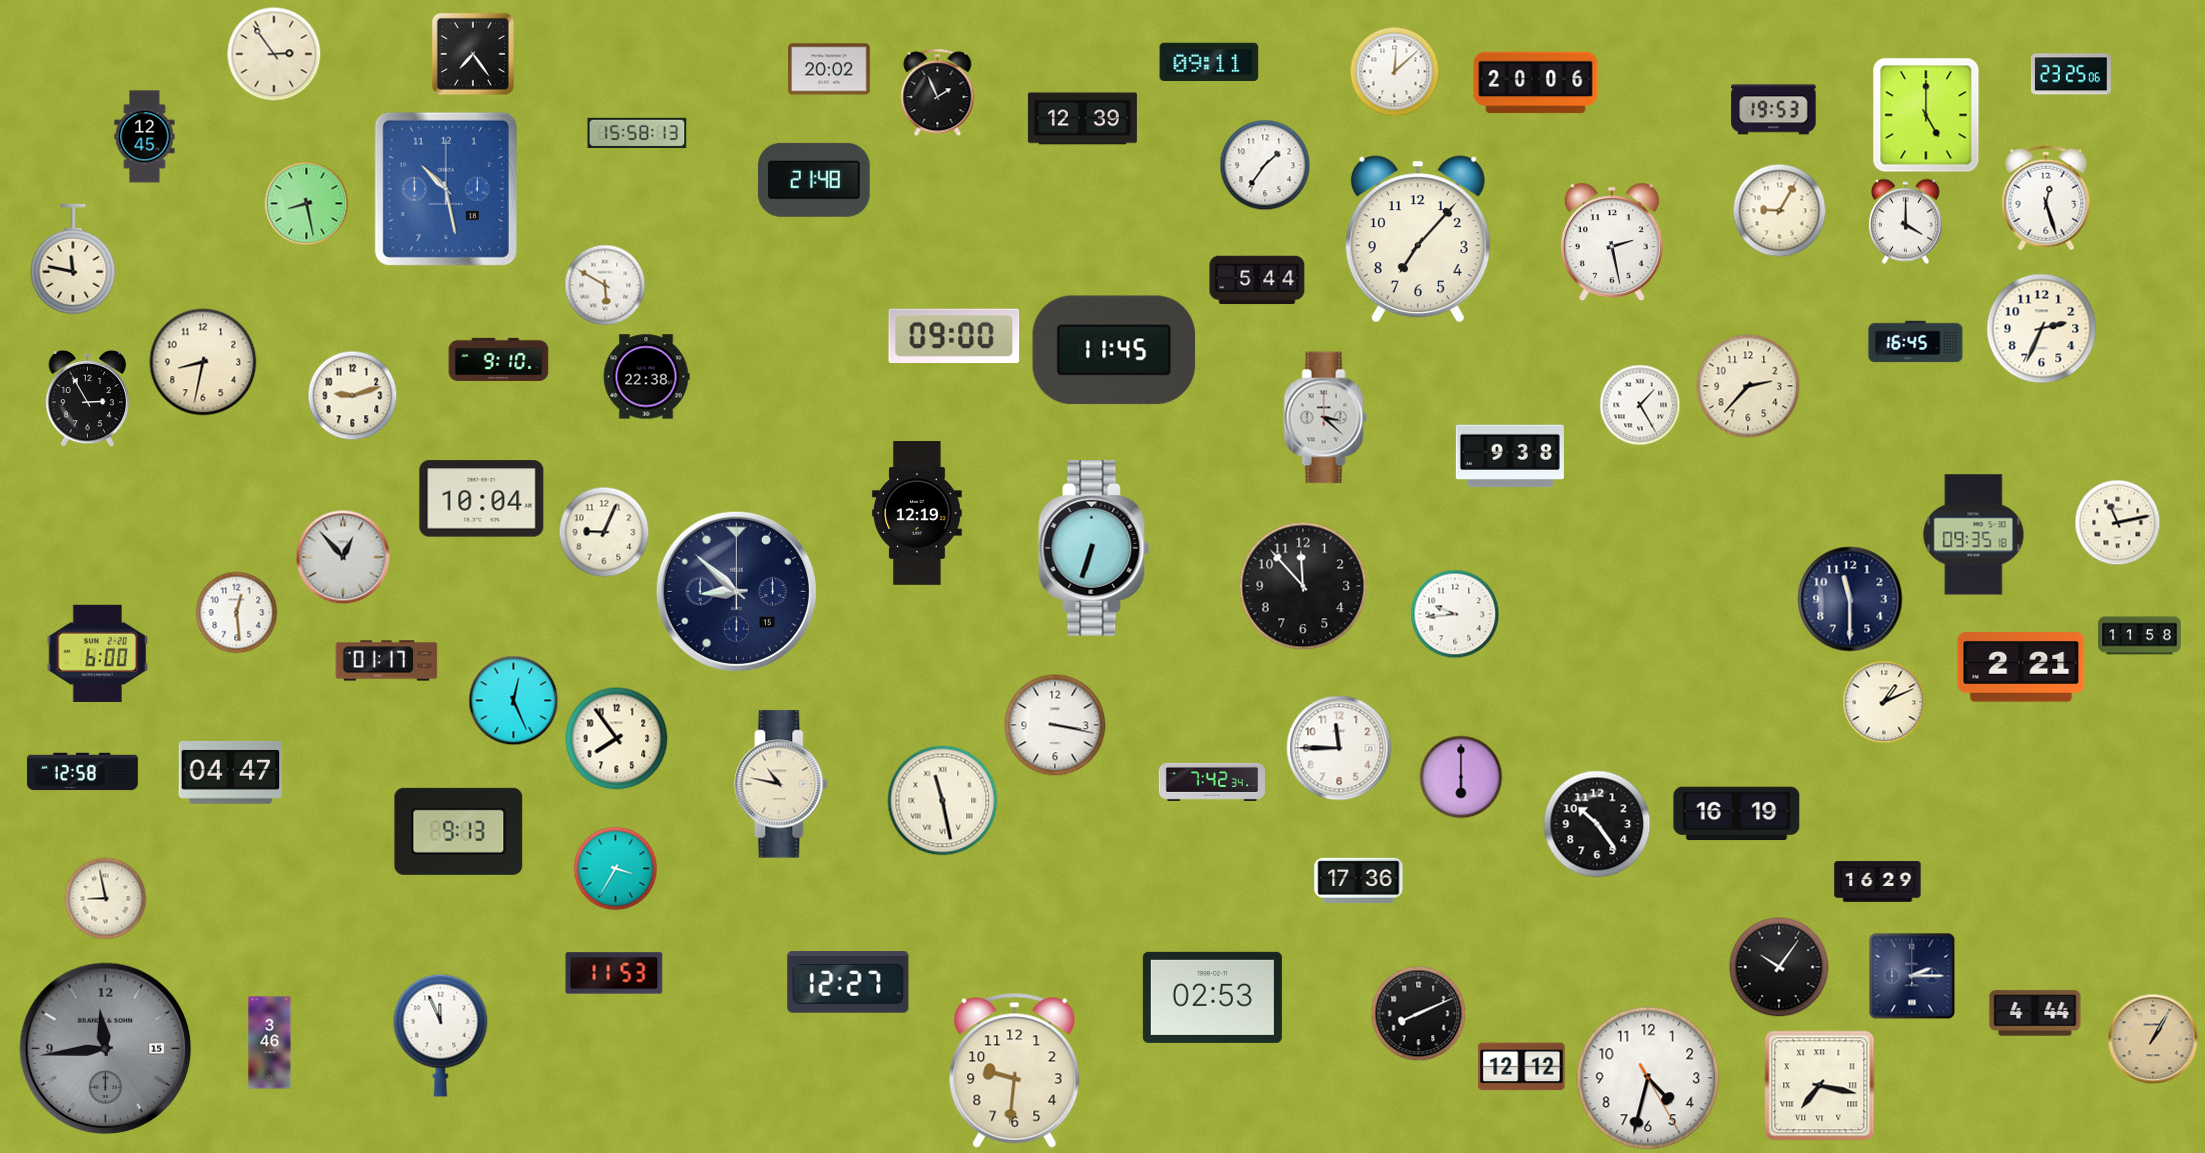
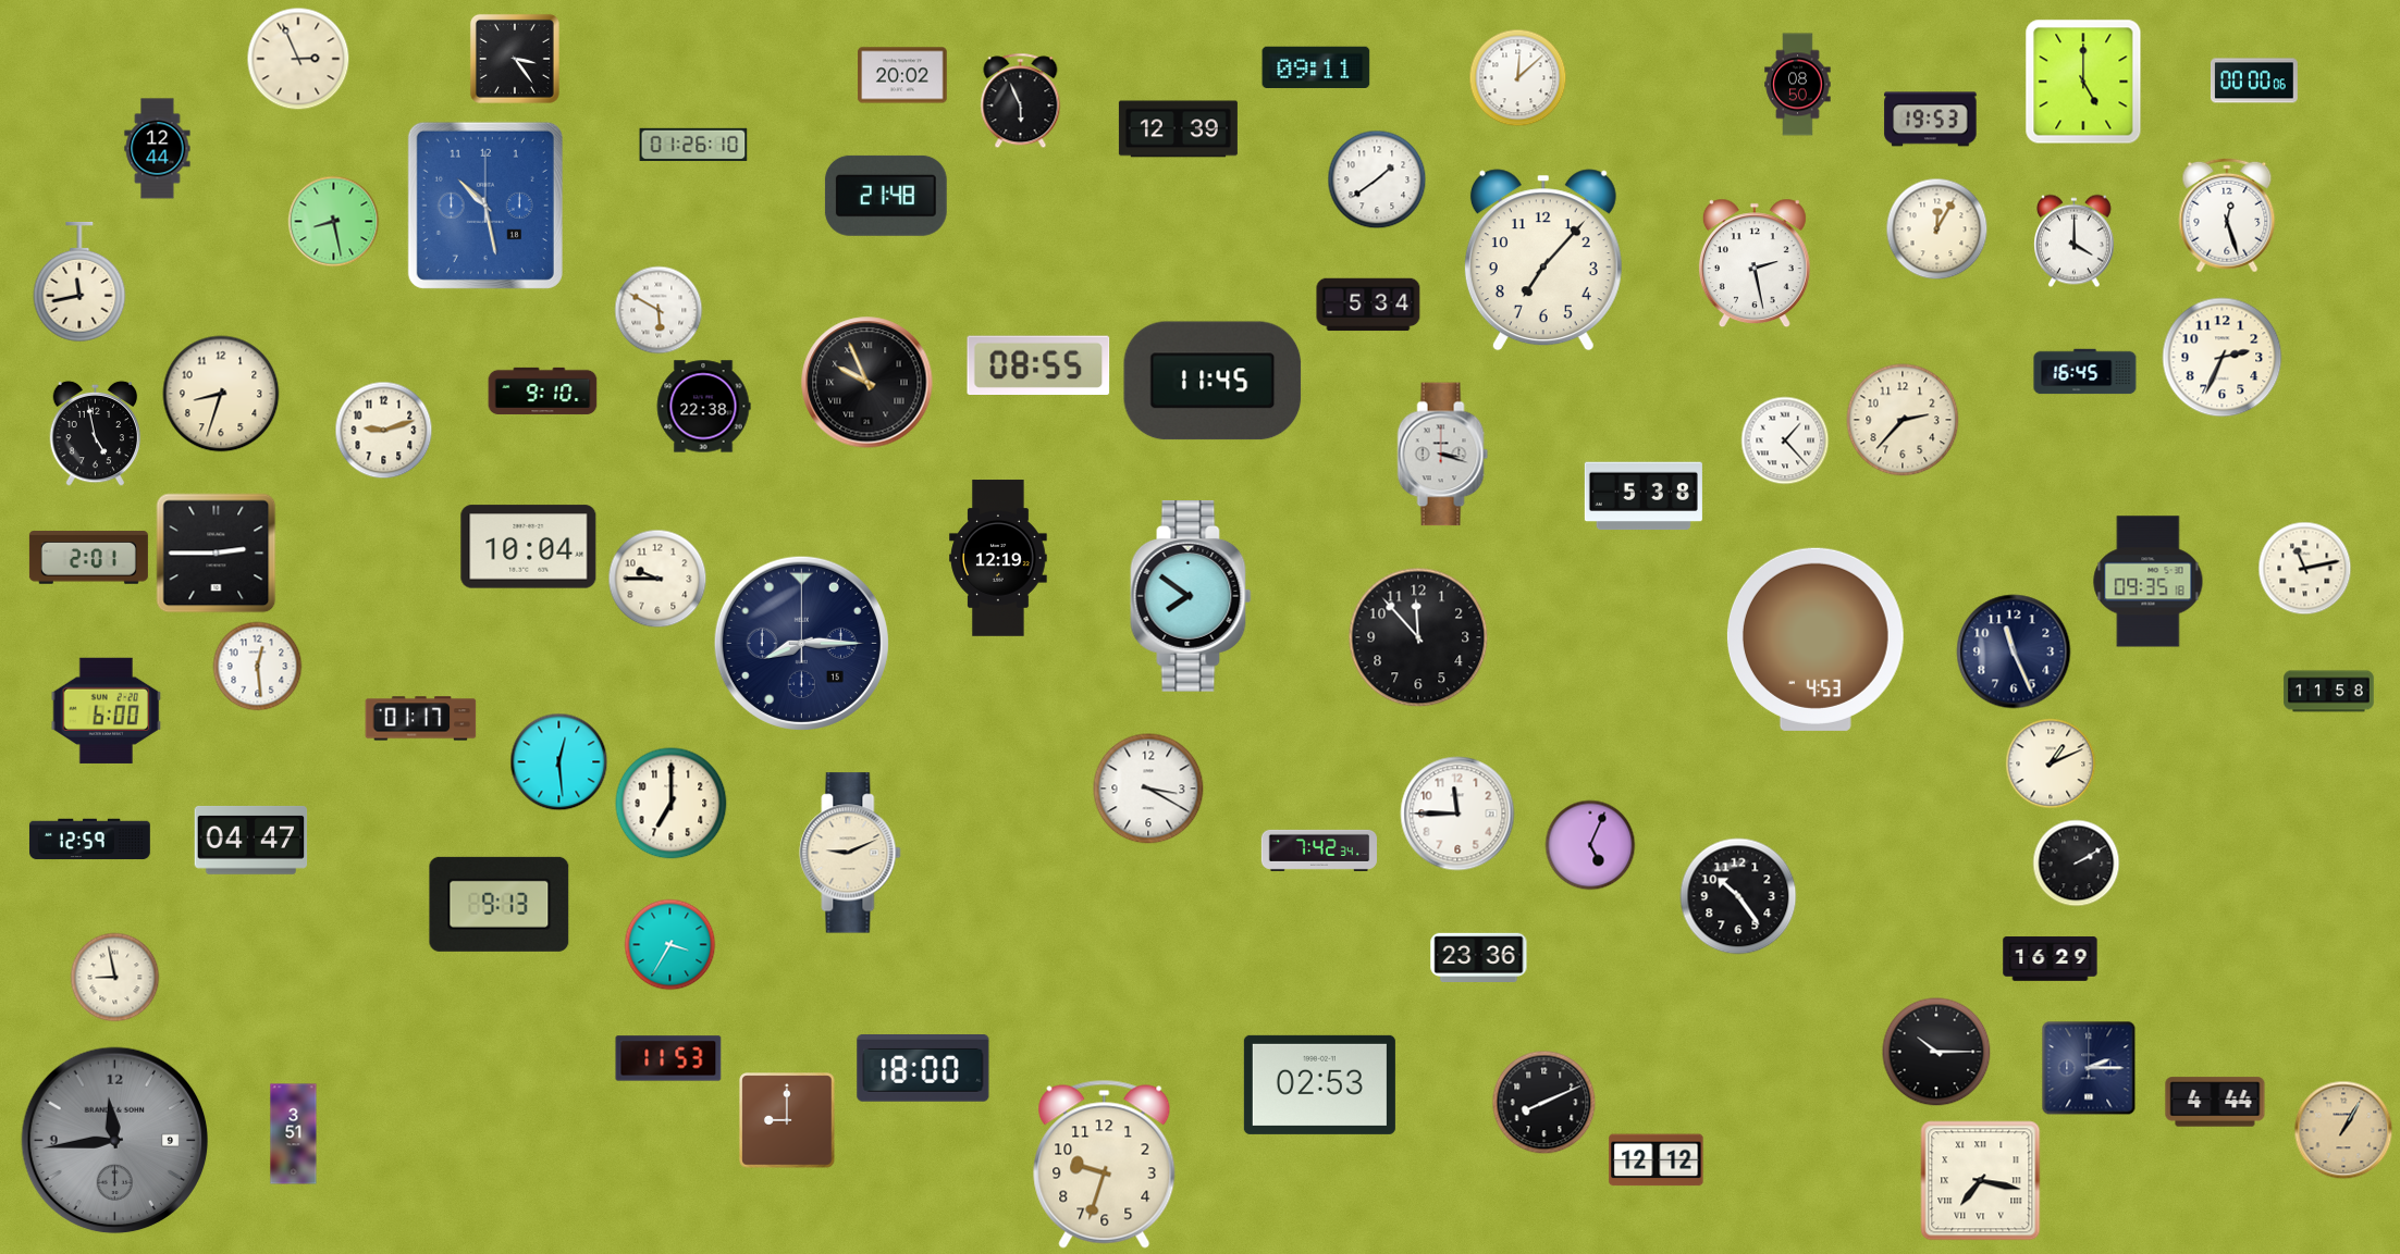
clock at (274, 54): 2:54 -> 2:56
clock at (473, 54): 7:24 -> 3:24
clock at (2071, 74): 23:25 -> 00:00
clock at (1798, 85): none -> 08:50
clock at (1536, 83): 20:06 -> none
clock at (938, 93): 1:56 -> 5:56
clock at (1926, 115) position: (1926, 115) -> (2083, 82)
clock at (637, 132): 15:58 -> 01:26
clock at (145, 137): 12:45 -> 12:44
clock at (1265, 165): 1:36 -> 1:39
clock at (1780, 211): 9:05 -> 12:05
clock at (73, 259): 11:47 -> 11:43
clock at (1257, 280): 5:44 -> 5:34
clock at (954, 335): 09:00 -> 08:55
clock at (867, 383): none -> 9:56
clock at (203, 362): 8:32 -> 8:33
clock at (646, 377) position: (646, 377) -> (703, 407)
clock at (88, 399): 2:55 -> 4:58
clock at (1640, 405): 1:25 -> 1:23
clock at (1326, 418): 3:22 -> 3:18
clock at (1510, 456): 9:38 -> 5:38
clock at (482, 499) position: (482, 499) -> (529, 547)
clock at (217, 554): none -> 2:45
clock at (88, 558): none -> 2:01
clock at (604, 532): 9:04 -> 9:45
clock at (1094, 549): 6:33 -> 7:51
clock at (343, 557): 12:53 -> none
clock at (1816, 640): none -> 4:53
clock at (736, 591): 8:52 -> 8:15
clock at (1850, 599): 11:30 -> 11:26
clock at (1455, 614): 9:44 -> none
clock at (2021, 667): 2:21 -> none
clock at (514, 701): 12:26 -> 12:29
clock at (1055, 725): 3:17 -> 3:20
clock at (617, 739): 7:54 -> 7:00
clock at (82, 772): 12:58 -> 12:59
clock at (1461, 777): 6:00 -> 5:04
clock at (781, 784): 10:47 -> 9:11
clock at (2077, 864): none -> 2:10
clock at (943, 801): 11:28 -> none
clock at (1737, 814): 16:19 -> none
clock at (1359, 880): 17:36 -> 23:36
clock at (1878, 882) position: (1878, 882) -> (2051, 959)
clock at (1779, 967): 10:06 -> 10:15
clock at (1912, 976) position: (1912, 976) -> (2089, 1068)
clock at (848, 983): 12:27 -> 18:00
clock at (787, 1120): none -> 9:00
clock at (441, 1035): 11:56 -> none
clock at (270, 1043): 3:46 -> 3:51
clock at (106, 1049) date: 15 -> 9
clock at (1015, 1070): 9:31 -> 9:33
clock at (1648, 1078): 4:32 -> none
